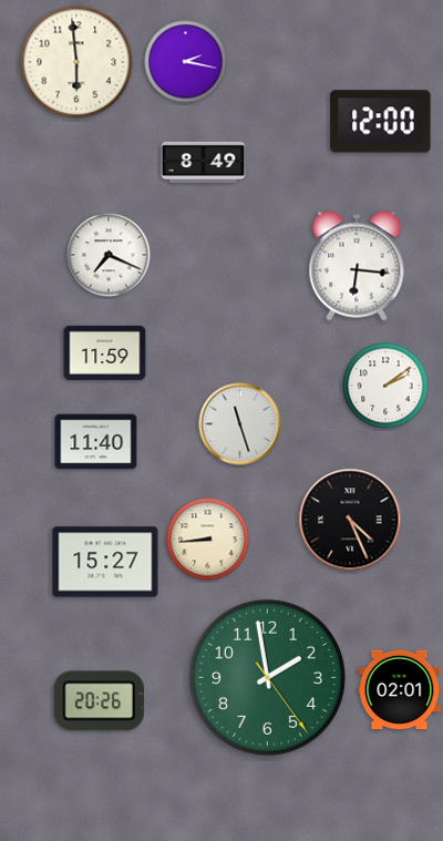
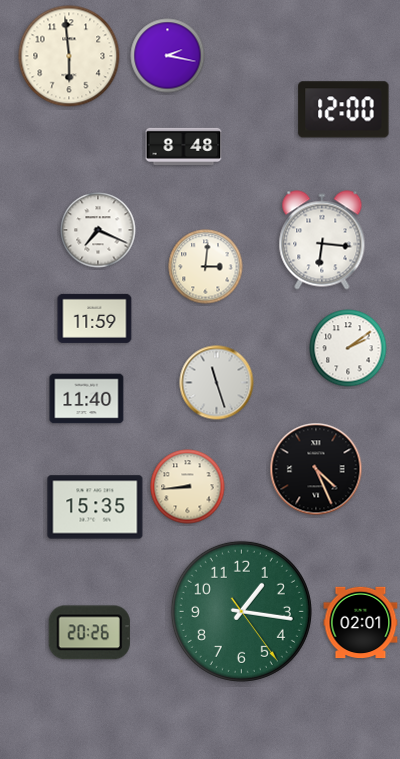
clock at (204, 162): 8:49 -> 8:48
clock at (206, 267): none -> 3:01
clock at (105, 562): 15:27 -> 15:35
clock at (267, 677): 1:58 -> 1:16
